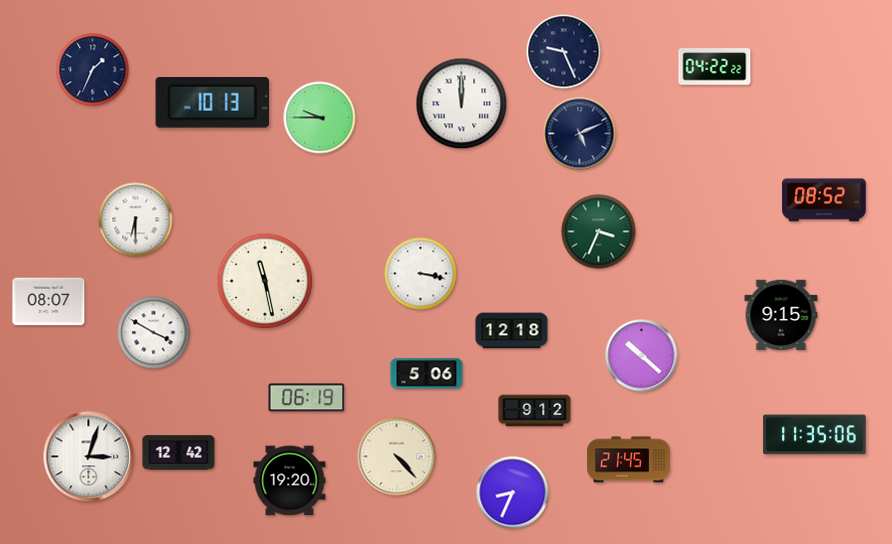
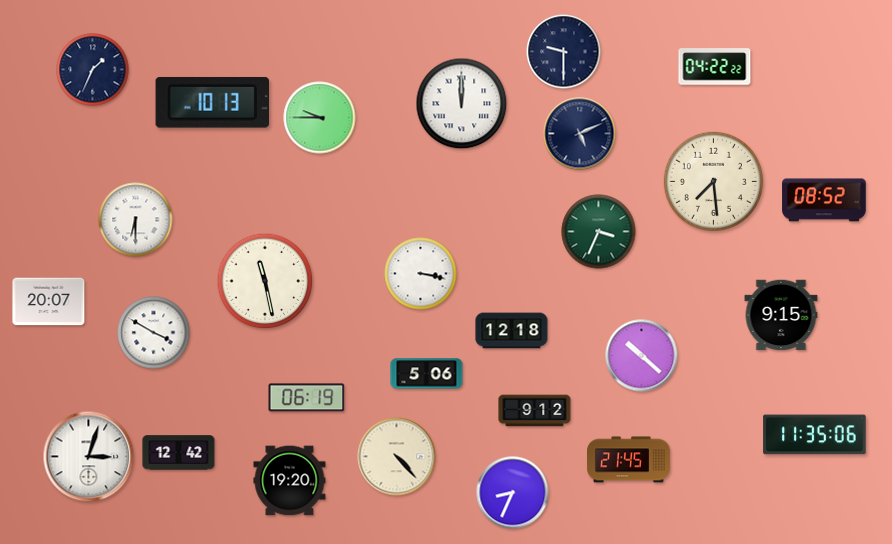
clock at (564, 52): 9:26 -> 9:30
clock at (713, 181): none -> 7:29
clock at (49, 302): 08:07 -> 20:07
